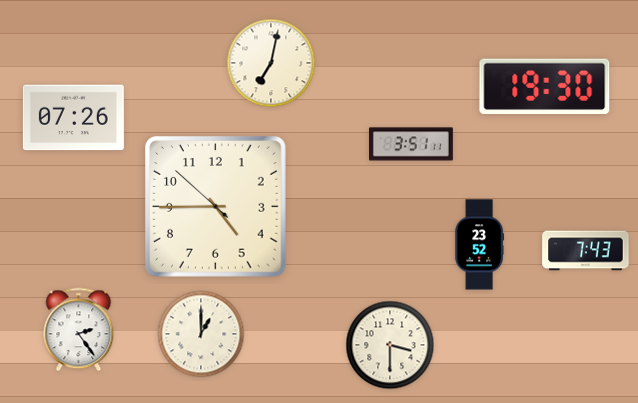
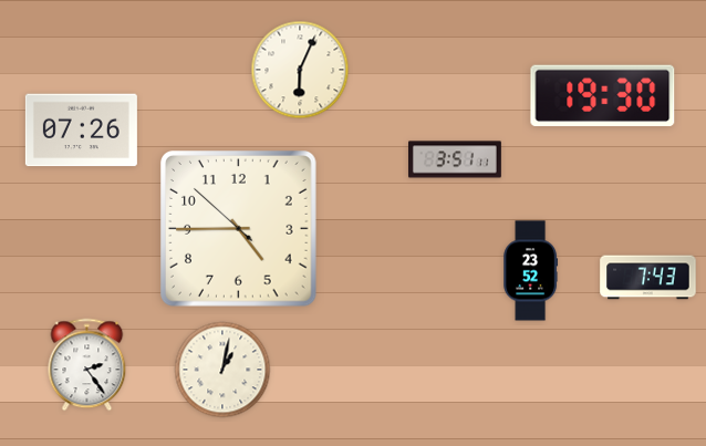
clock at (271, 63): 7:02 -> 6:04
clock at (201, 334): 1:00 -> 1:02
clock at (390, 345): 3:30 -> none
